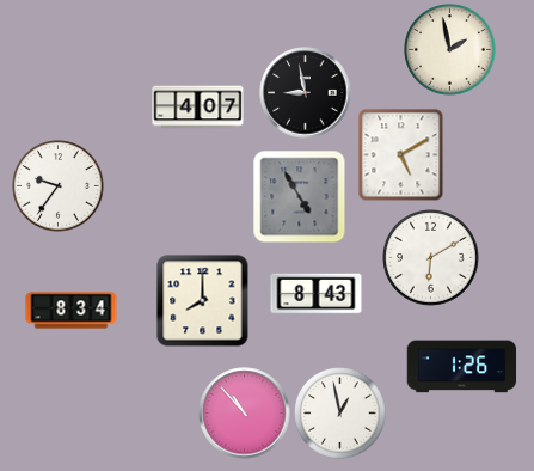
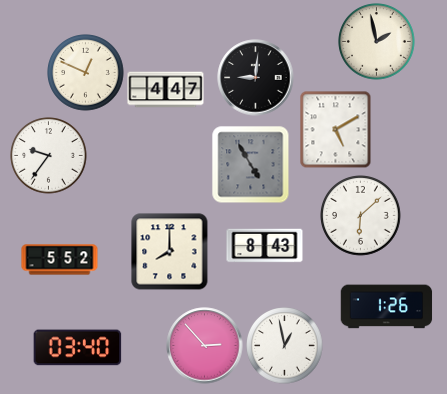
clock at (86, 73): none -> 12:49
clock at (306, 93): 8:58 -> 9:01
clock at (198, 108): 4:07 -> 4:47
clock at (431, 258): 6:10 -> 6:08
clock at (72, 311): 8:34 -> 5:52
clock at (245, 414): 10:53 -> 2:53
clock at (78, 348): none -> 03:40
